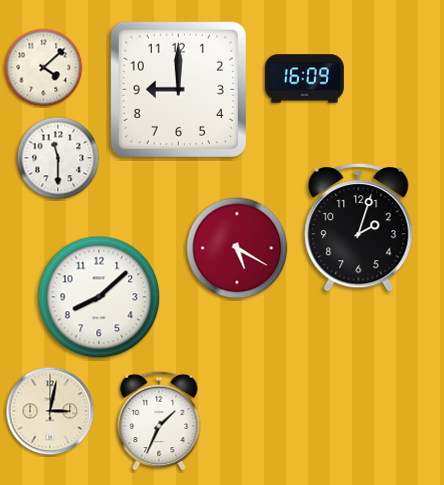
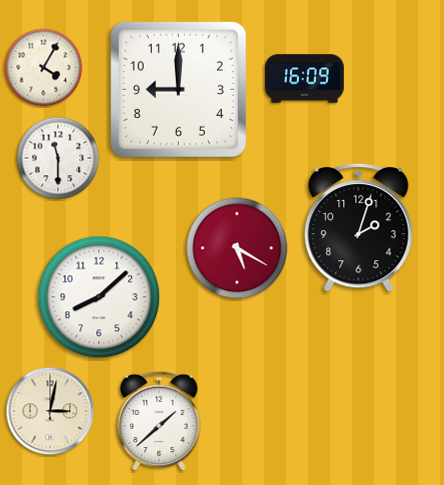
clock at (44, 68): 4:08 -> 4:05
clock at (159, 421): 1:34 -> 1:38
